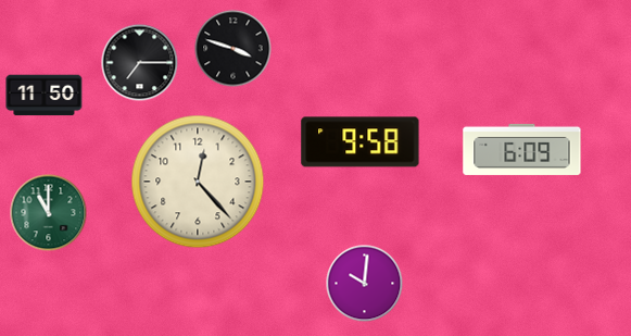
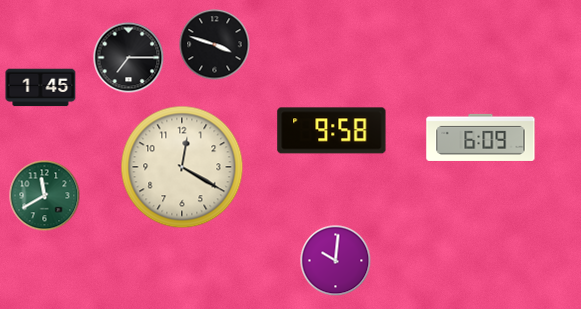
clock at (45, 96): 11:50 -> 1:45
clock at (198, 182): 12:23 -> 12:20
clock at (49, 213): 11:00 -> 11:40
